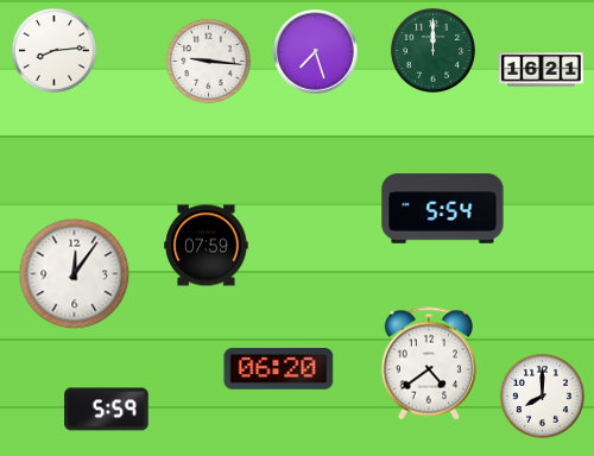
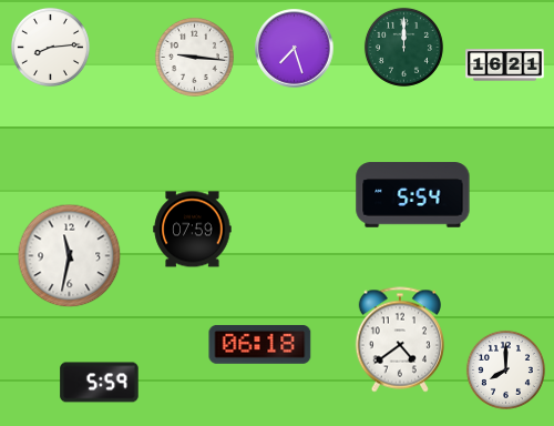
clock at (75, 274): 12:06 -> 11:32
clock at (279, 368): 06:20 -> 06:18
